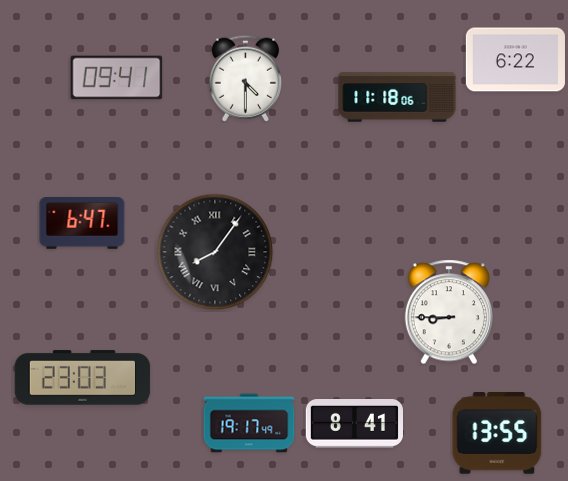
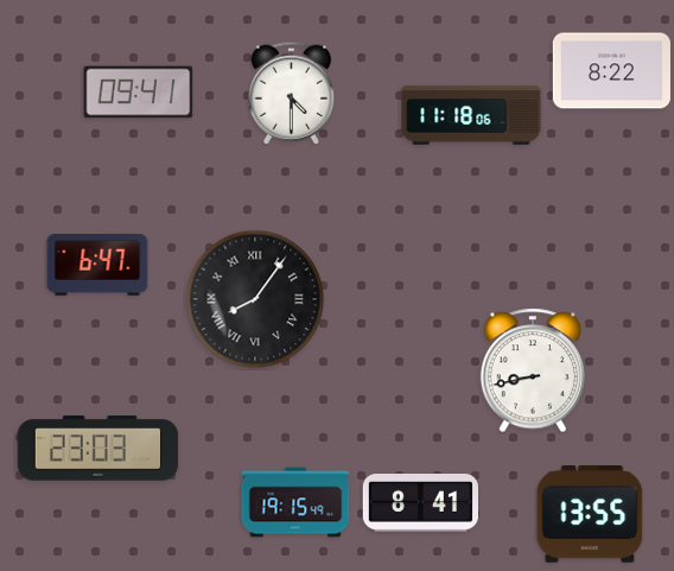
clock at (515, 60): 6:22 -> 8:22
clock at (449, 312): 8:45 -> 8:43
clock at (249, 423): 19:17 -> 19:15
